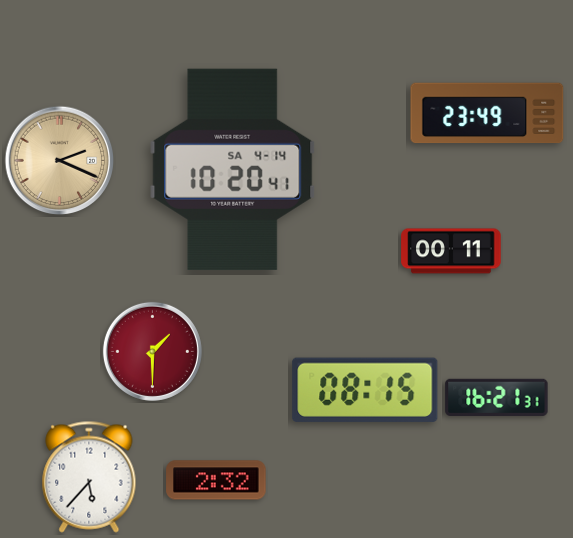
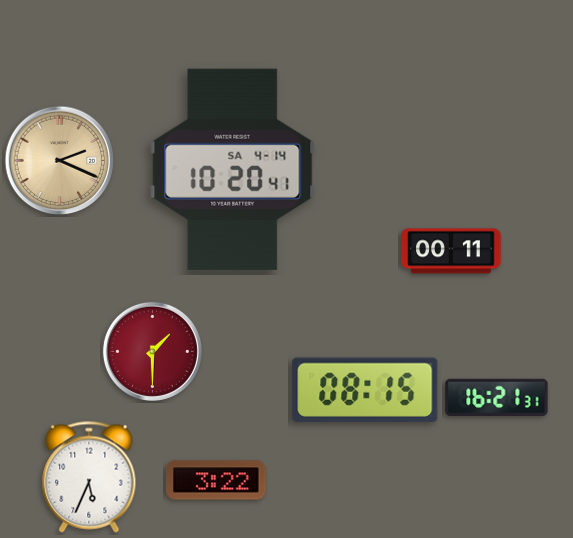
clock at (487, 113): 23:49 -> none
clock at (89, 477): 5:37 -> 5:34
clock at (216, 480): 2:32 -> 3:22
